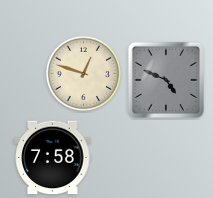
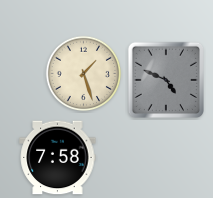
clock at (84, 74): 12:48 -> 1:27
clock at (53, 158) position: (53, 158) -> (58, 158)
